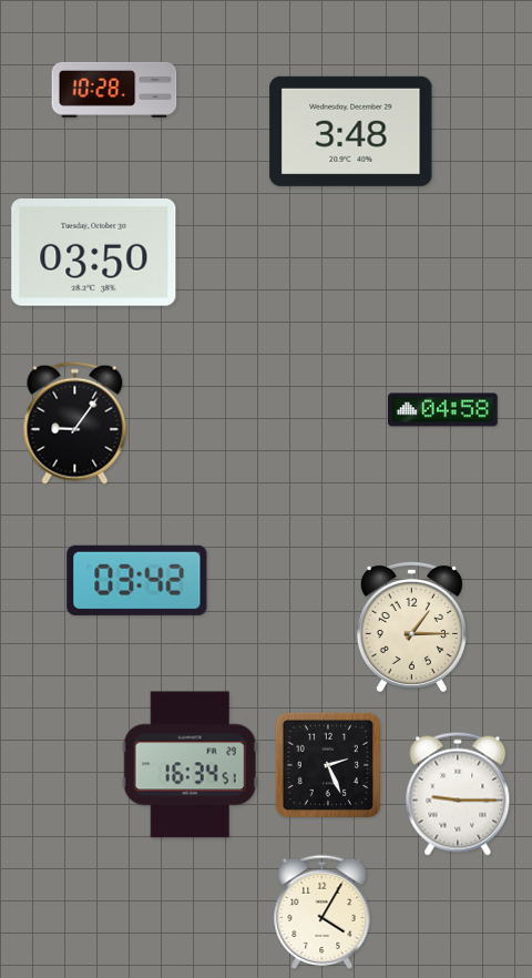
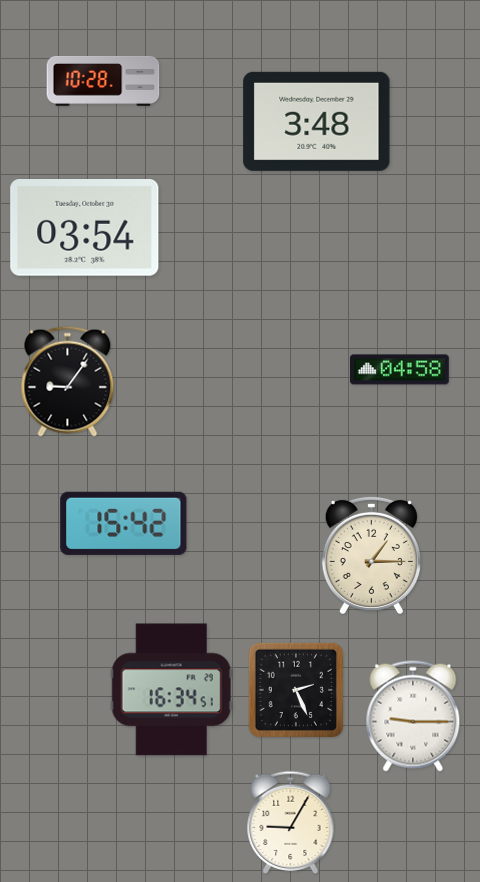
clock at (351, 131) position: (351, 131) -> (317, 121)
clock at (94, 253): 03:50 -> 03:54
clock at (137, 580): 03:42 -> 15:42
clock at (411, 625) position: (411, 625) -> (371, 554)
clock at (323, 913): 4:05 -> 9:05
